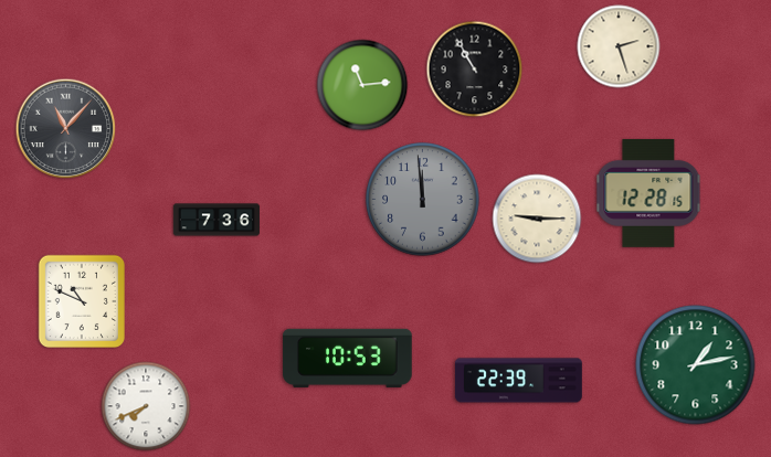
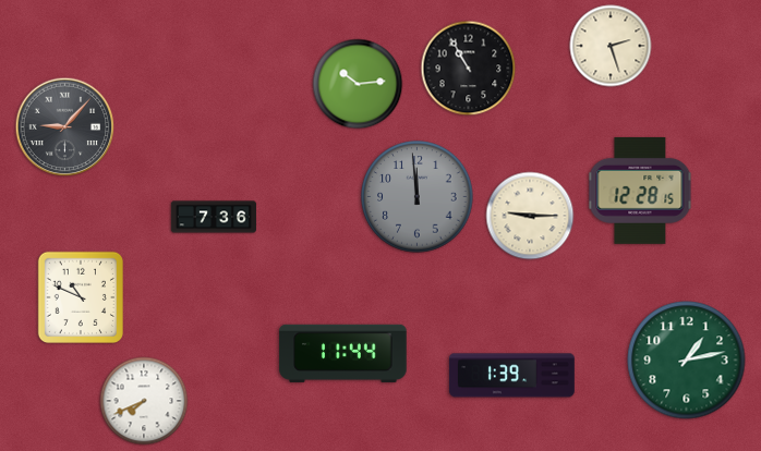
clock at (362, 85): 11:14 -> 10:14
clock at (66, 129): 11:07 -> 9:07
clock at (348, 358): 10:53 -> 11:44
clock at (518, 381): 22:39 -> 1:39
